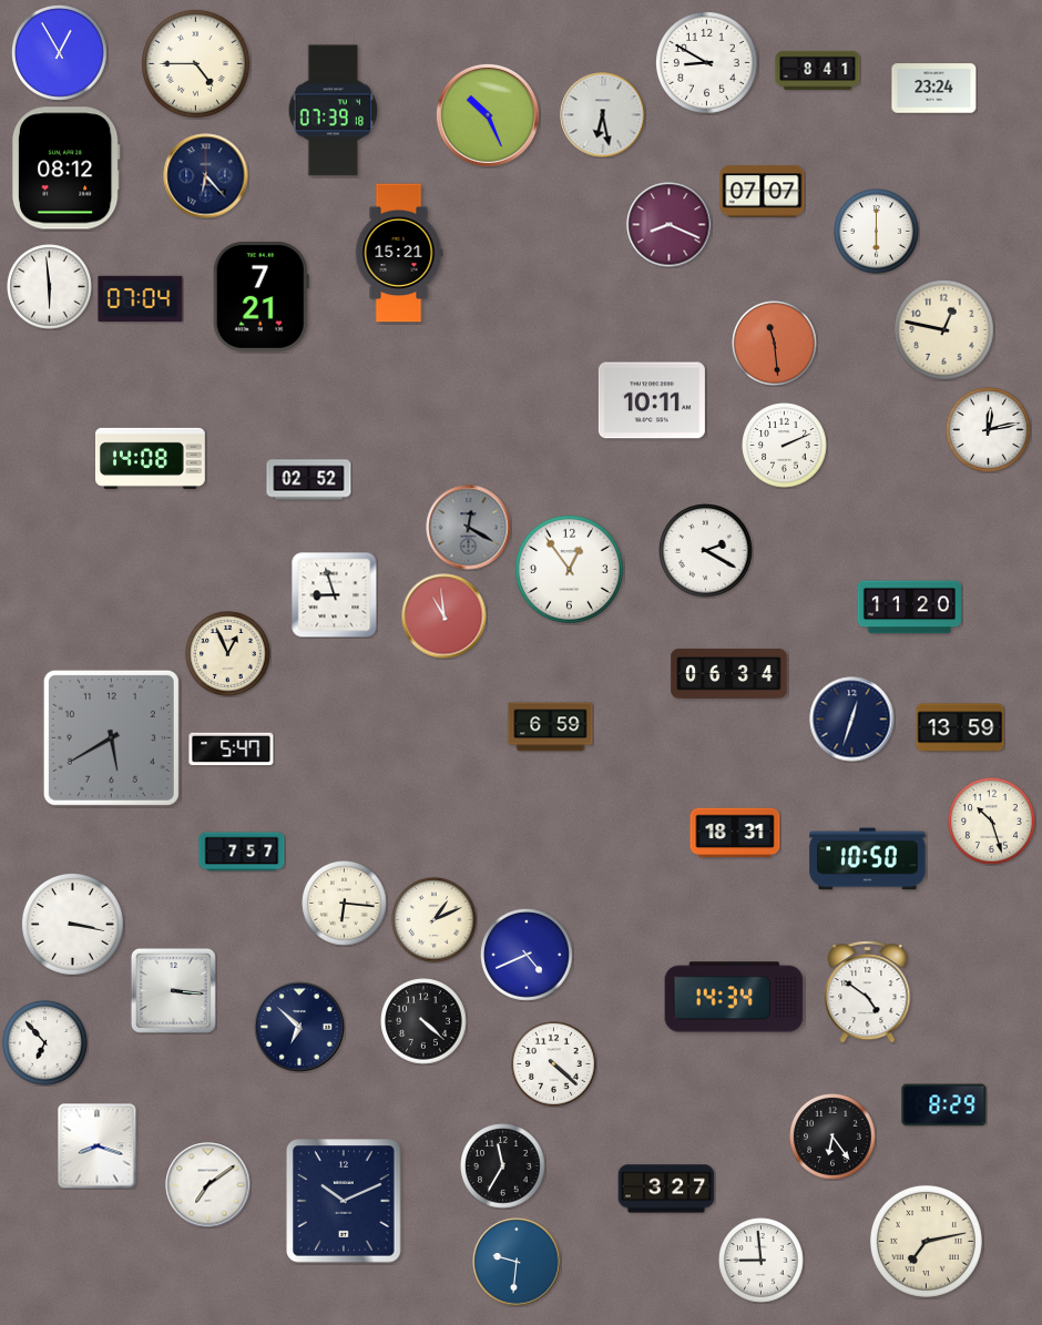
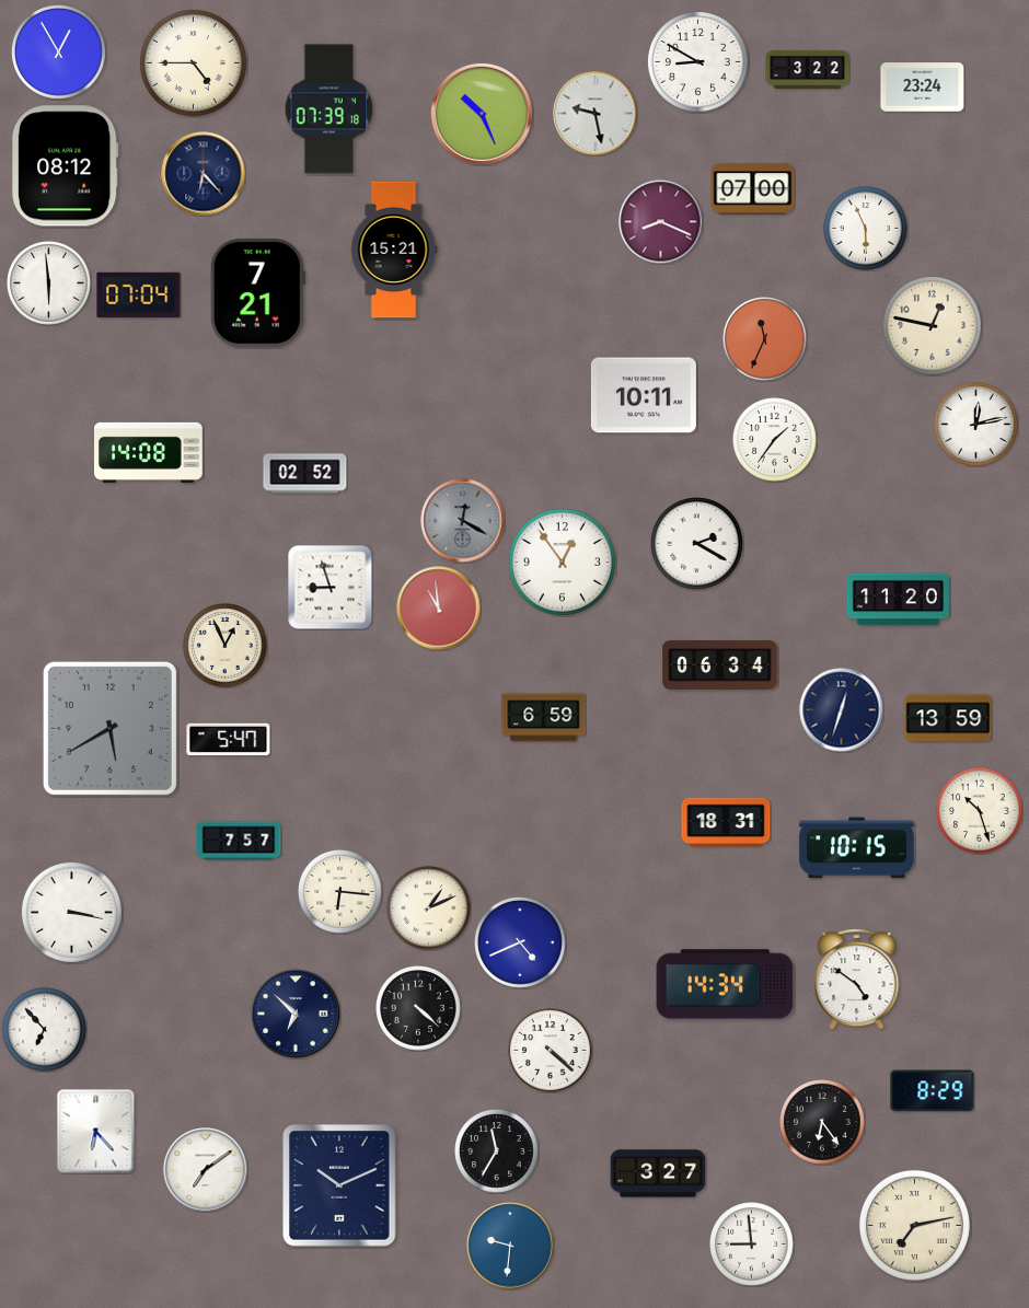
clock at (818, 70): 8:41 -> 3:22
clock at (603, 115): 6:28 -> 9:28
clock at (763, 192): 07:07 -> 07:00
clock at (877, 232): 6:00 -> 5:56
clock at (775, 344): 11:29 -> 11:34
clock at (785, 446): 2:11 -> 1:36
clock at (868, 859): 10:50 -> 10:15
clock at (173, 990): 3:16 -> none
clock at (554, 1064) position: (554, 1064) -> (551, 1051)
clock at (98, 1146): 8:18 -> 6:23
